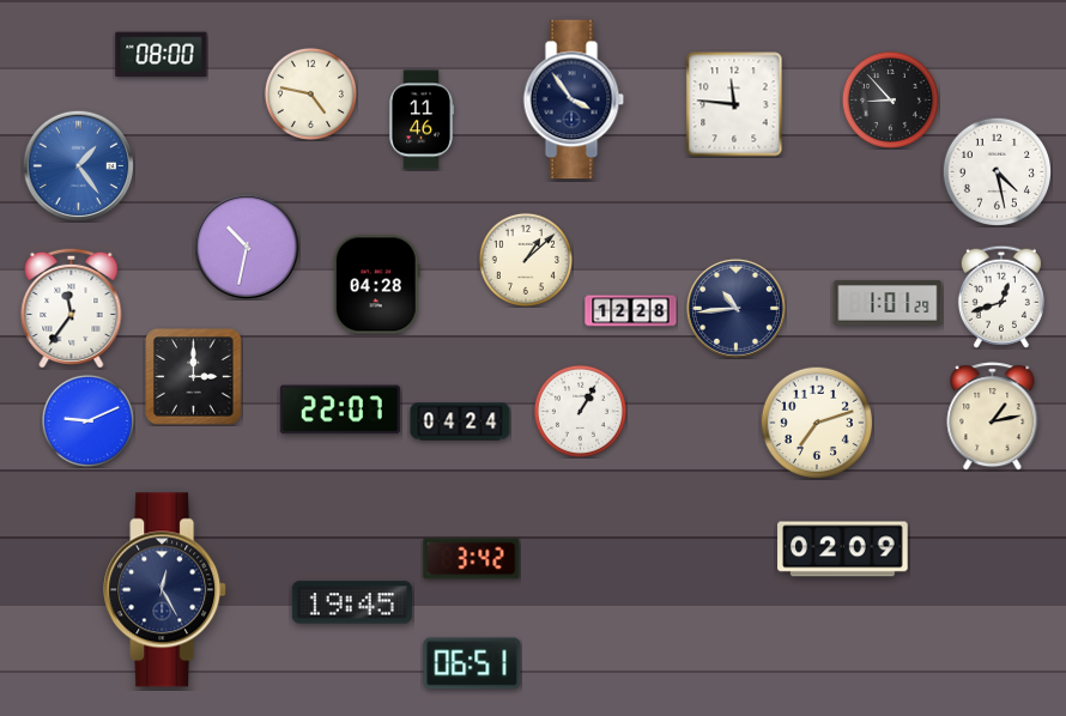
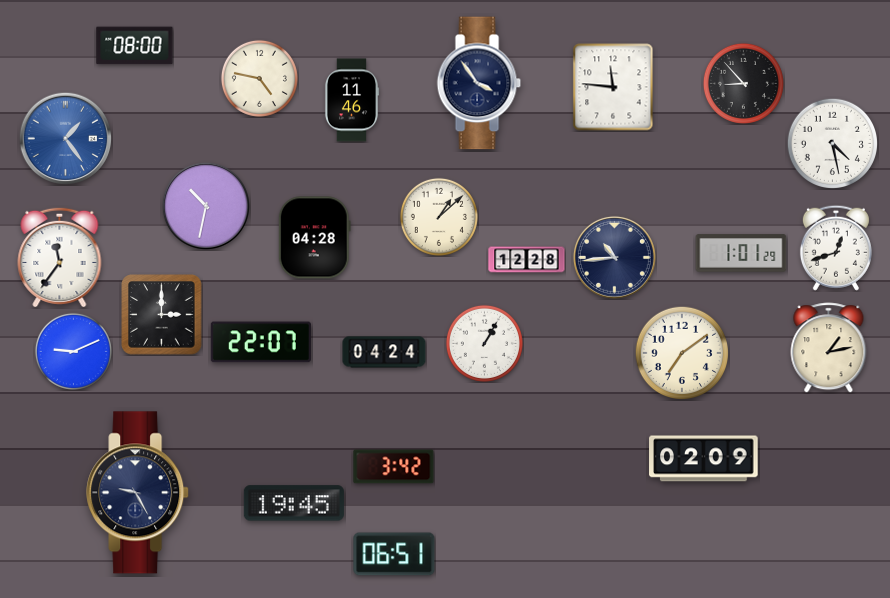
clock at (340, 409) position: (340, 409) -> (261, 342)
clock at (816, 421): 7:12 -> 7:09
clock at (165, 590): 12:25 -> 9:25
